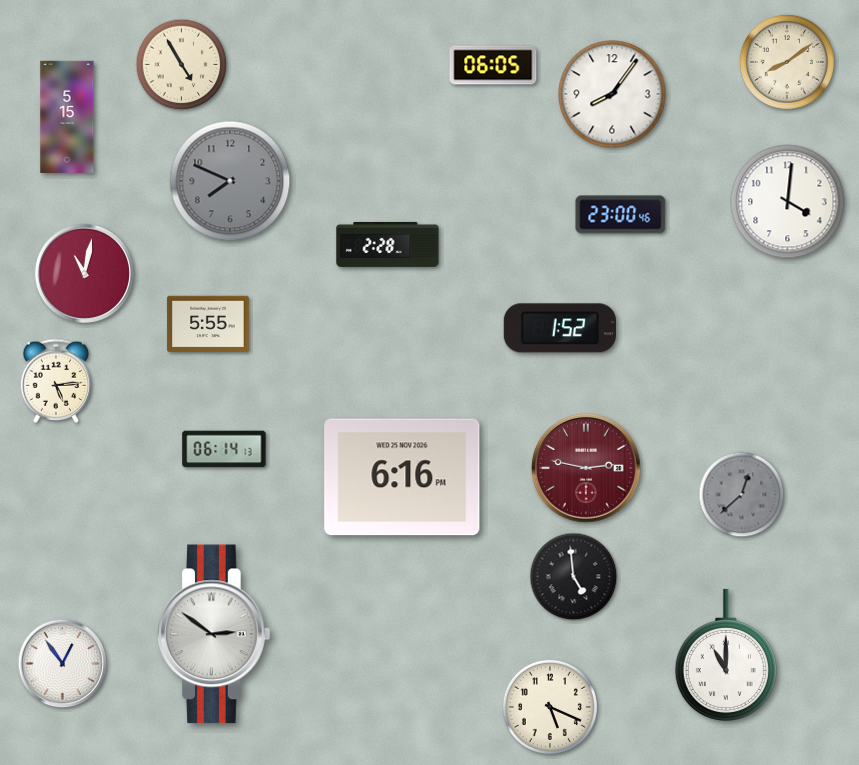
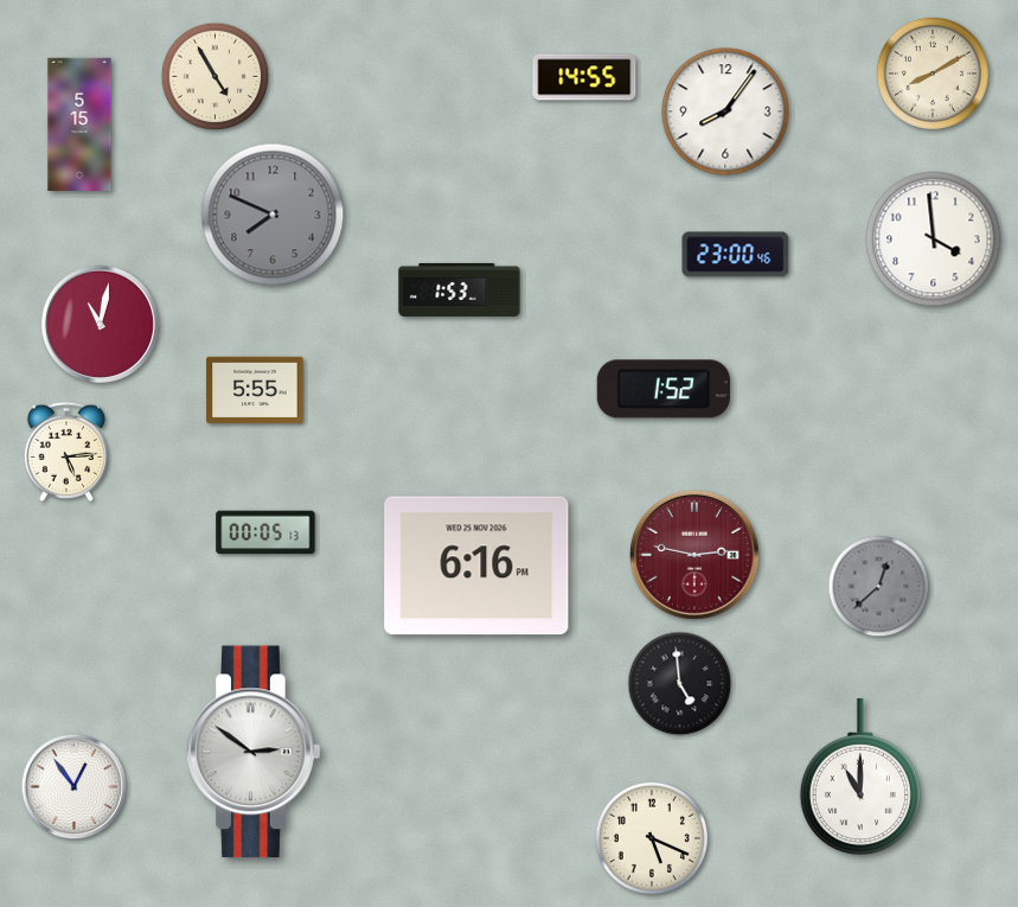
clock at (787, 62): 8:09 -> 8:10
clock at (493, 65): 06:05 -> 14:55
clock at (67, 116) position: (67, 116) -> (79, 123)
clock at (788, 202): 4:01 -> 3:59
clock at (388, 244): 2:28 -> 1:53
clock at (208, 324) position: (208, 324) -> (255, 390)
clock at (224, 449): 06:14 -> 00:05
